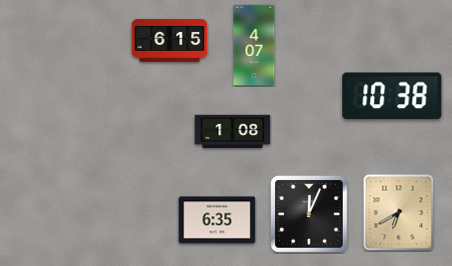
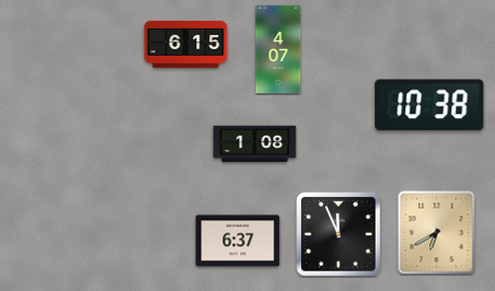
clock at (309, 214): 12:04 -> 11:56
clock at (217, 220): 6:35 -> 6:37
